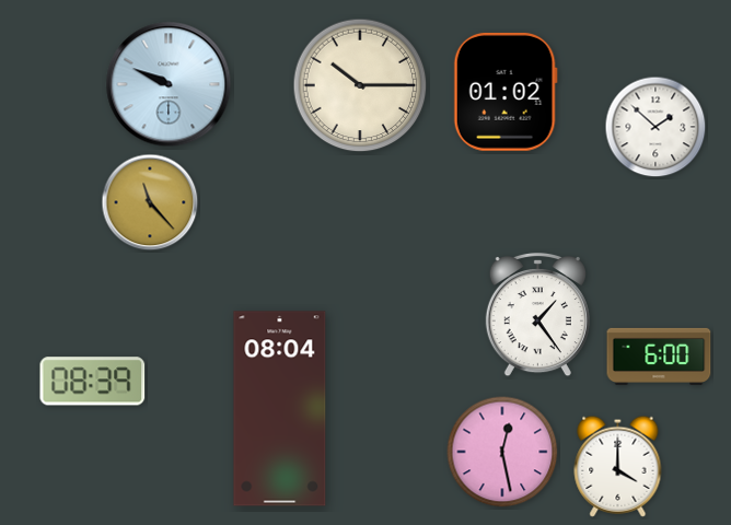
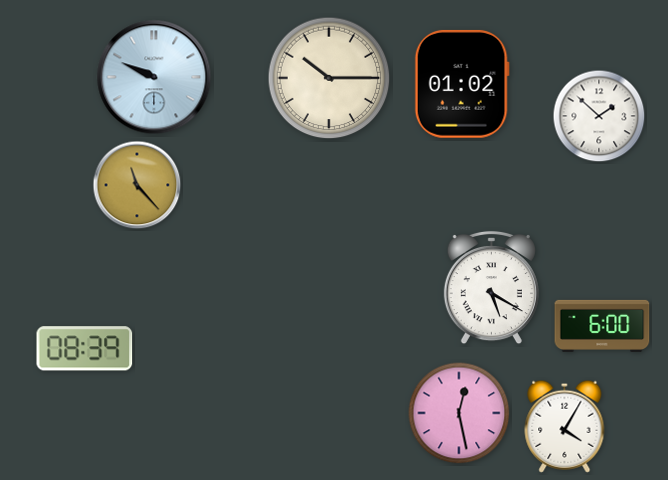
clock at (537, 315): 1:24 -> 5:20
clock at (280, 409): 08:04 -> none
clock at (618, 466): 4:00 -> 4:05
